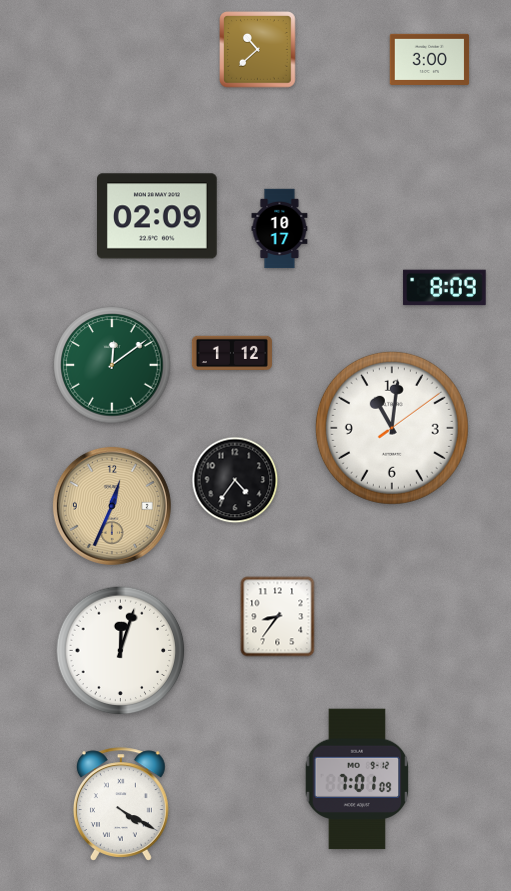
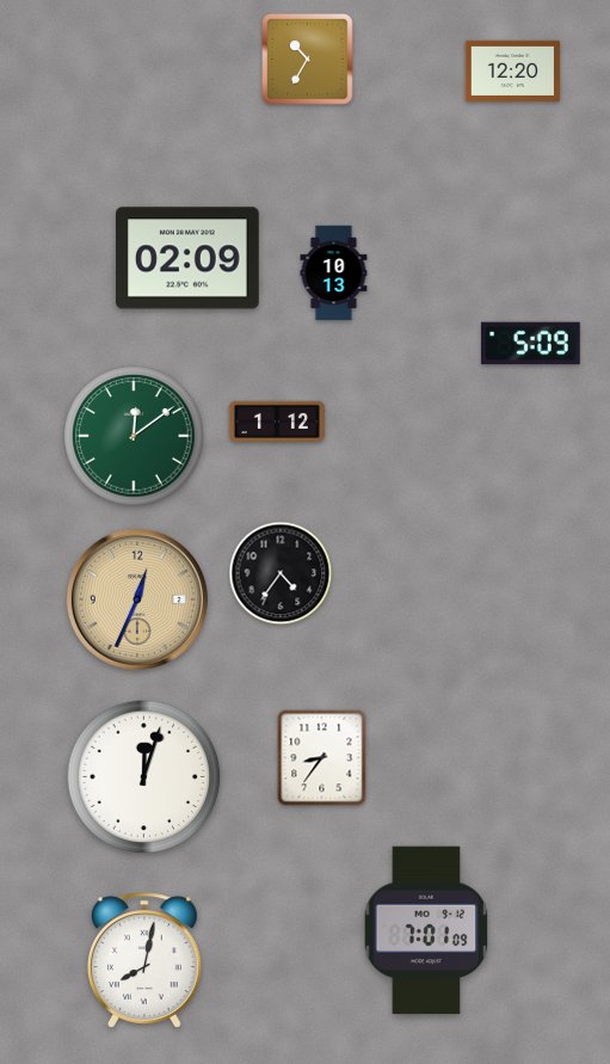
clock at (258, 50): 10:38 -> 10:35
clock at (430, 59): 3:00 -> 12:20
clock at (280, 229): 10:17 -> 10:13
clock at (445, 288): 8:09 -> 5:09
clock at (392, 428): 11:01 -> none
clock at (112, 506) position: (112, 506) -> (137, 599)
clock at (278, 617) position: (278, 617) -> (322, 758)
clock at (121, 804): 4:20 -> 8:02
